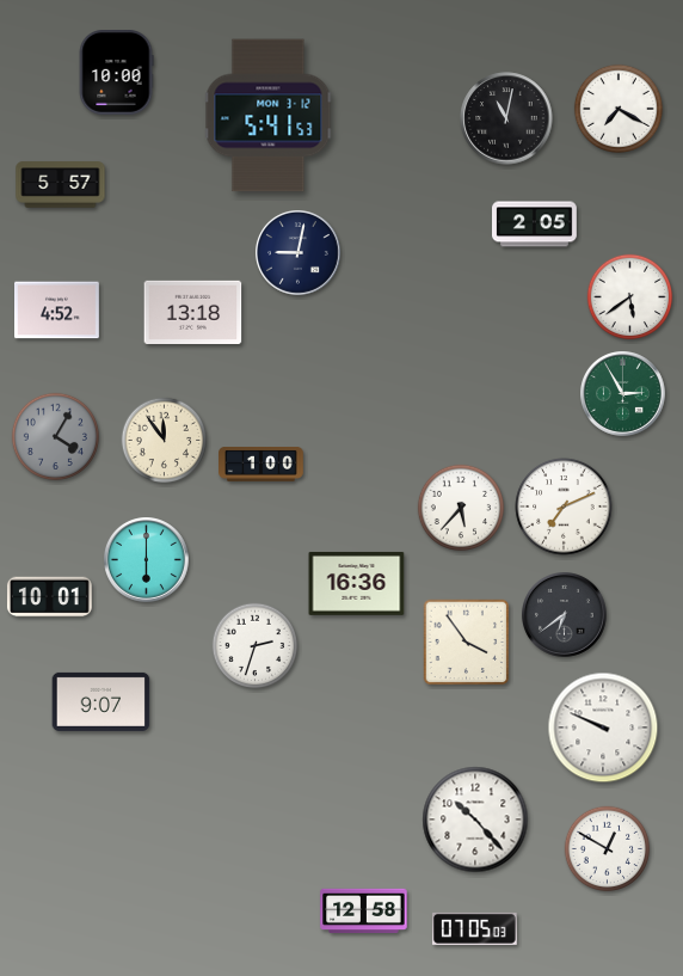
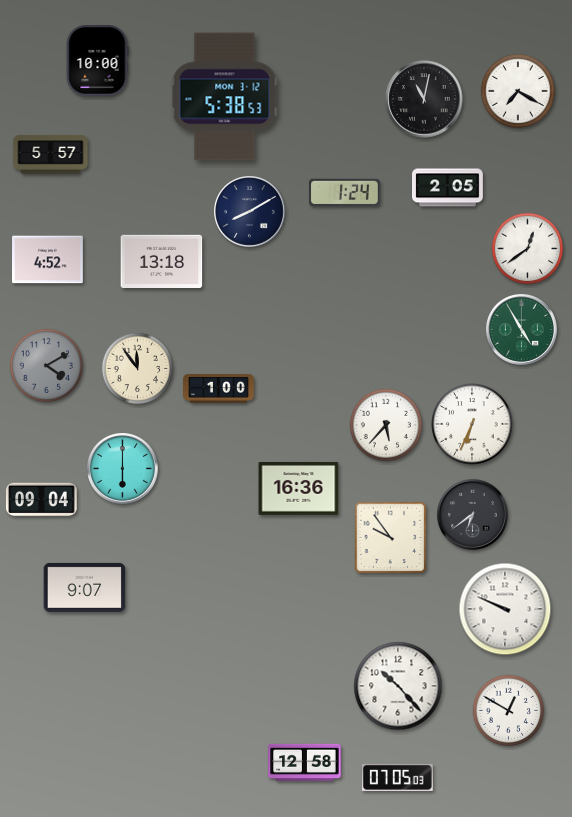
clock at (269, 116): 5:41 -> 5:38
clock at (345, 193): none -> 1:24
clock at (299, 253): 9:02 -> 8:10
clock at (630, 297): 5:39 -> 12:39
clock at (623, 394): 2:55 -> 4:55
clock at (55, 436): 4:05 -> 4:10
clock at (564, 507): 7:11 -> 6:34
clock at (49, 597): 10:01 -> 09:04
clock at (467, 643): 3:54 -> 9:54
clock at (256, 646): 2:33 -> none
